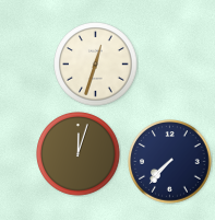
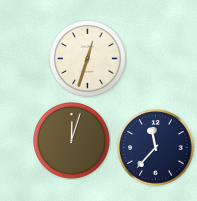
clock at (170, 162): 7:37 -> 11:37
